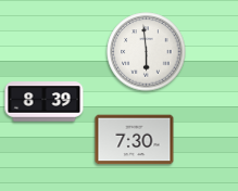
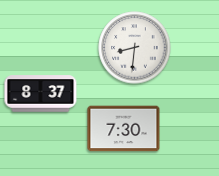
clock at (147, 52): 5:59 -> 8:31
clock at (45, 102): 8:39 -> 8:37
